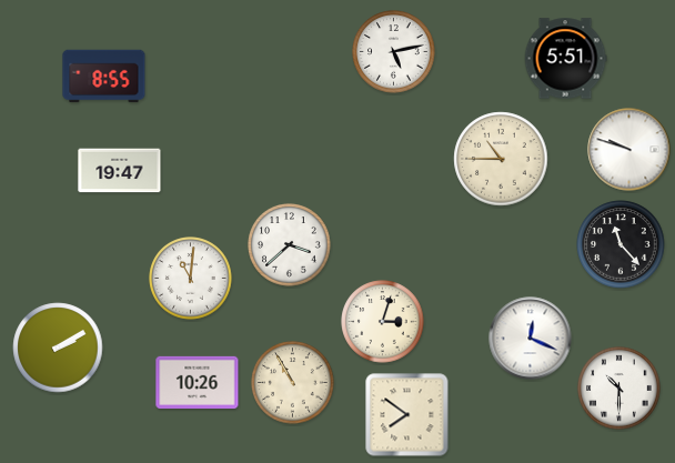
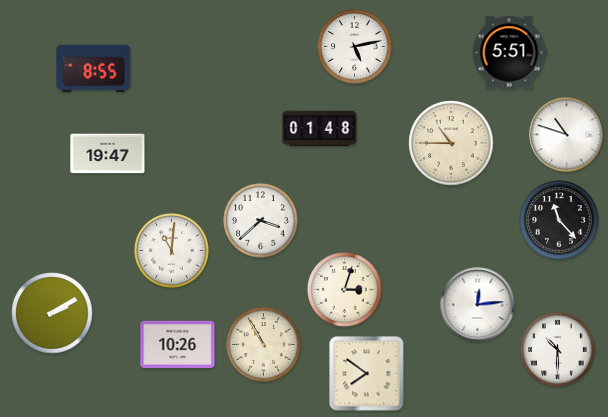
clock at (320, 129): none -> 01:48
clock at (629, 150): 9:48 -> 10:48
clock at (531, 339): 12:19 -> 12:14
